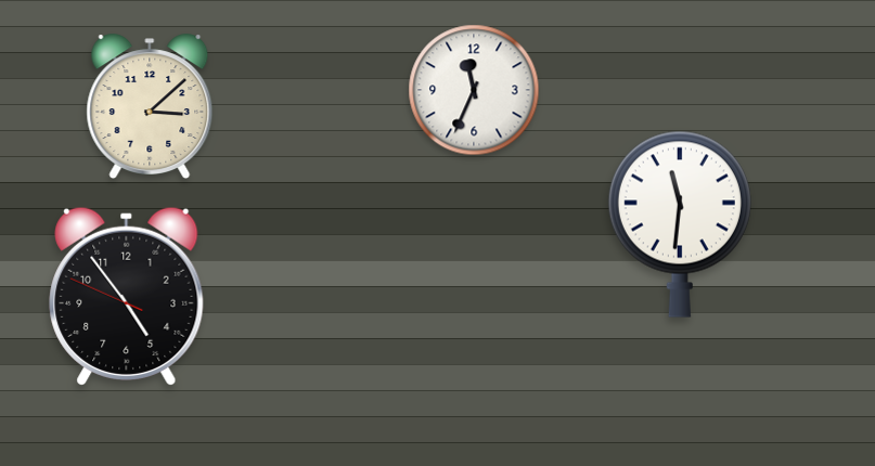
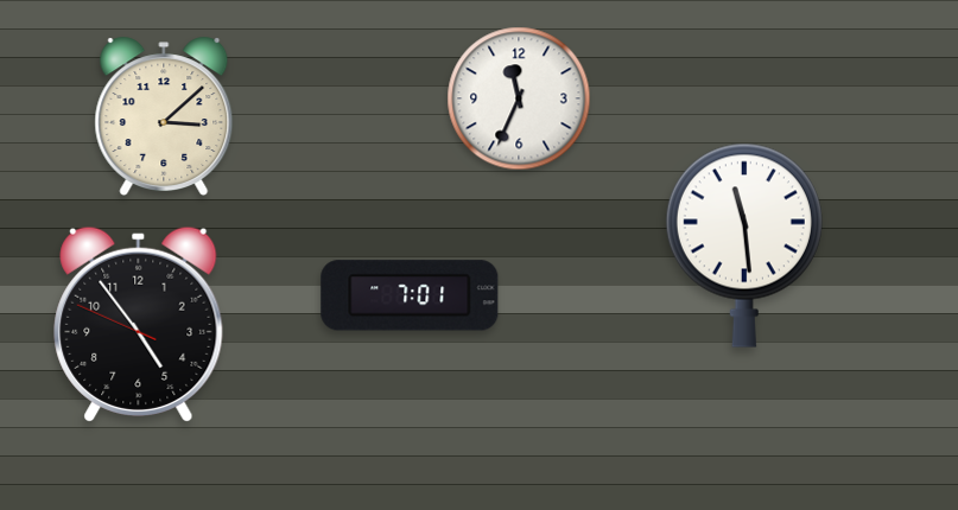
clock at (680, 224): 11:31 -> 11:29
clock at (410, 295): none -> 7:01
